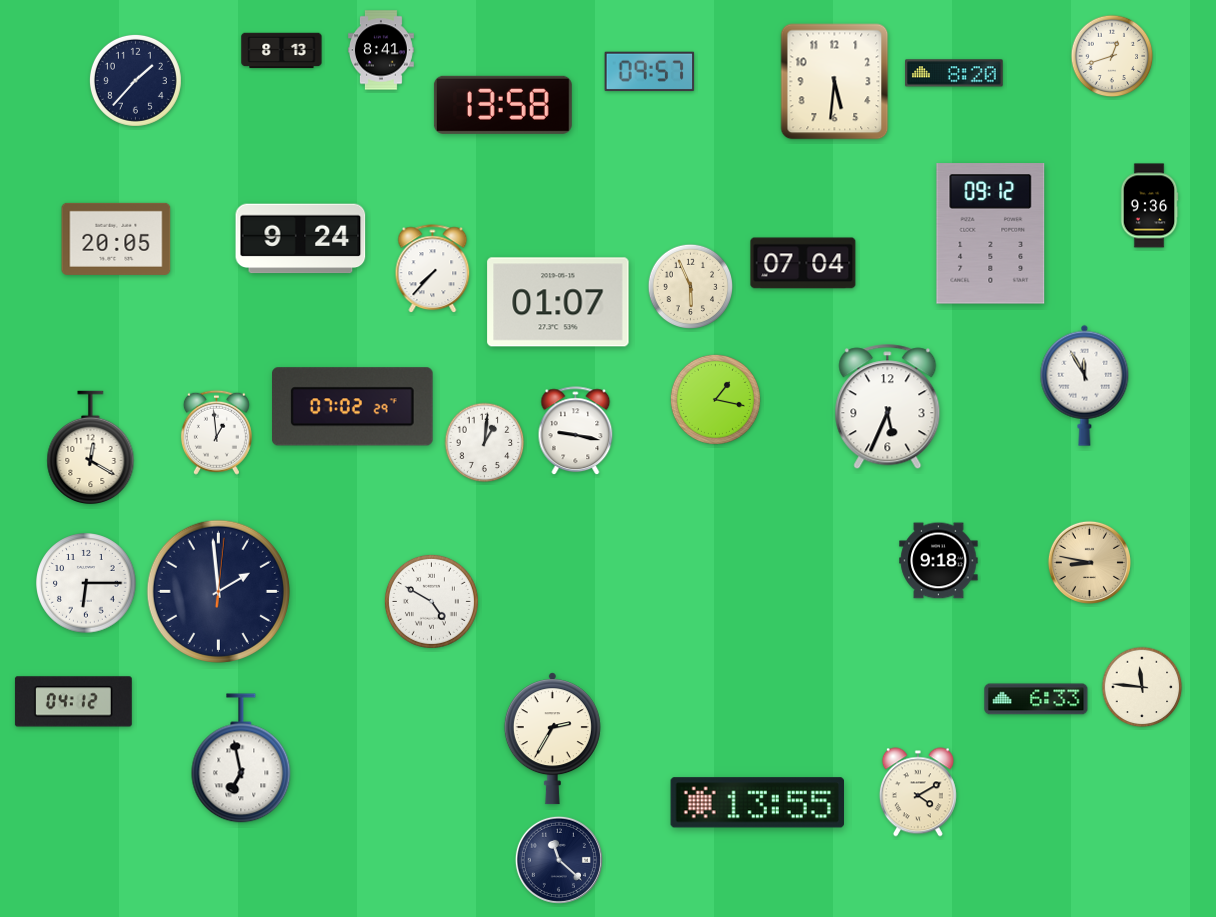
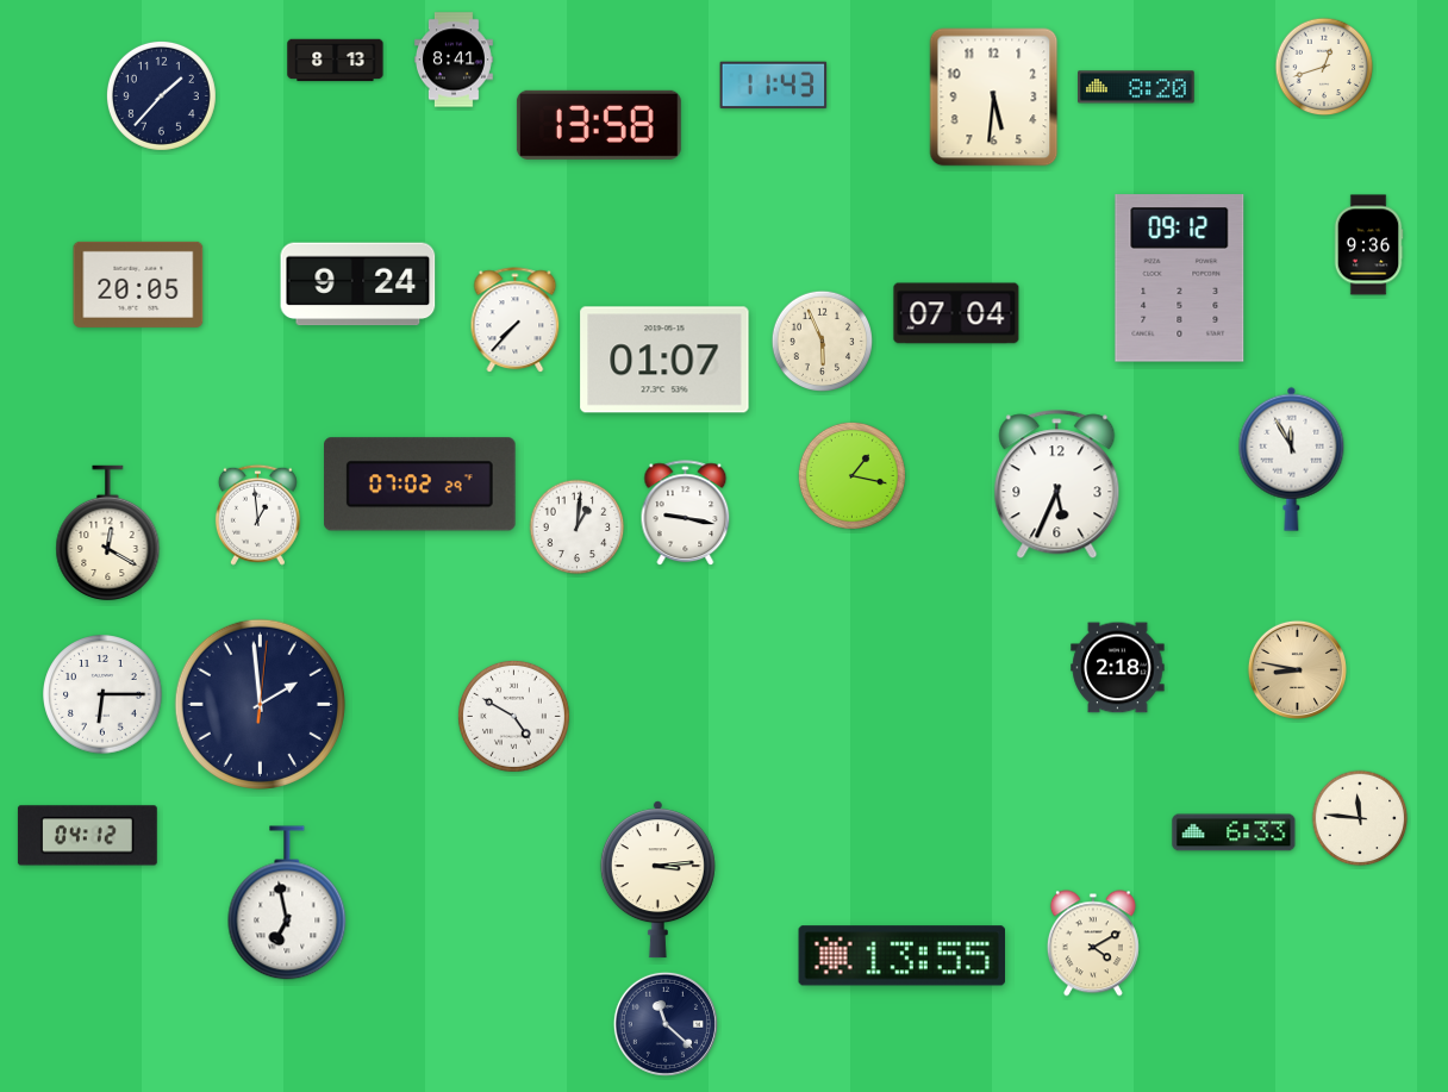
clock at (650, 72): 09:57 -> 11:43
clock at (939, 561): 9:18 -> 2:18
clock at (552, 739): 2:35 -> 3:14
